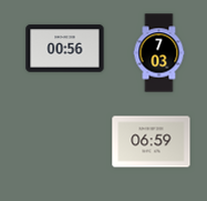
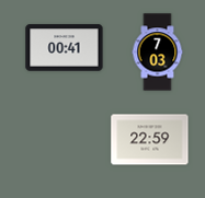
clock at (65, 49): 00:56 -> 00:41
clock at (152, 142): 06:59 -> 22:59
